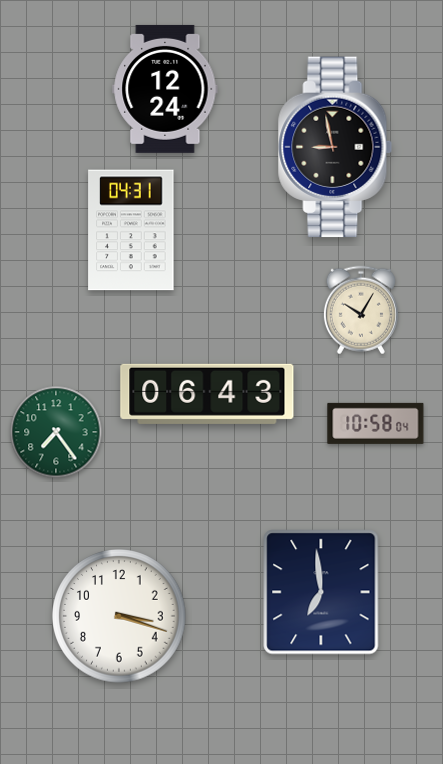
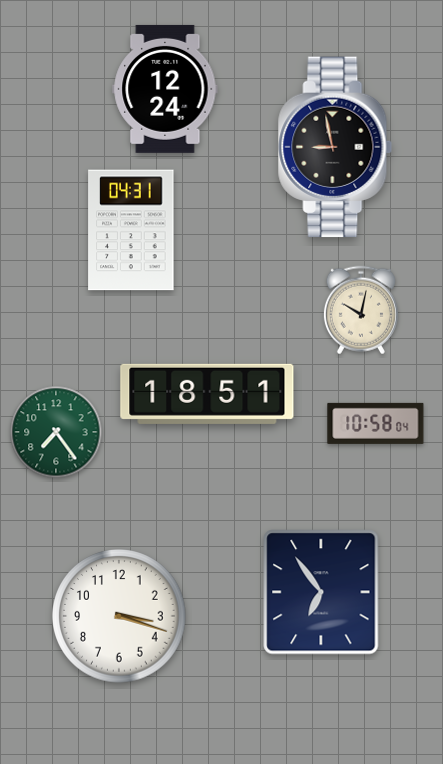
clock at (361, 310): 10:05 -> 10:02
clock at (207, 394): 06:43 -> 18:51
clock at (321, 592): 6:59 -> 6:54
